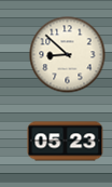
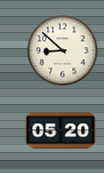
clock at (66, 142): 05:23 -> 05:20
